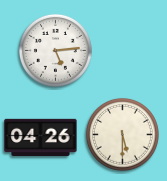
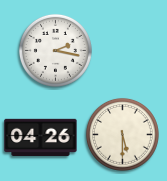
clock at (55, 50): 5:14 -> 2:17
